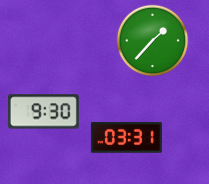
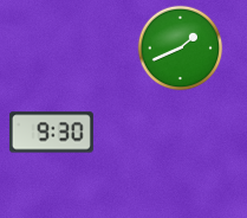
clock at (153, 41): 1:37 -> 1:41
clock at (126, 138): 03:31 -> none
